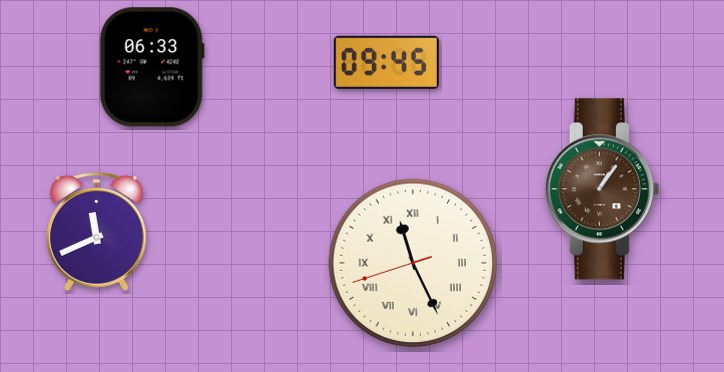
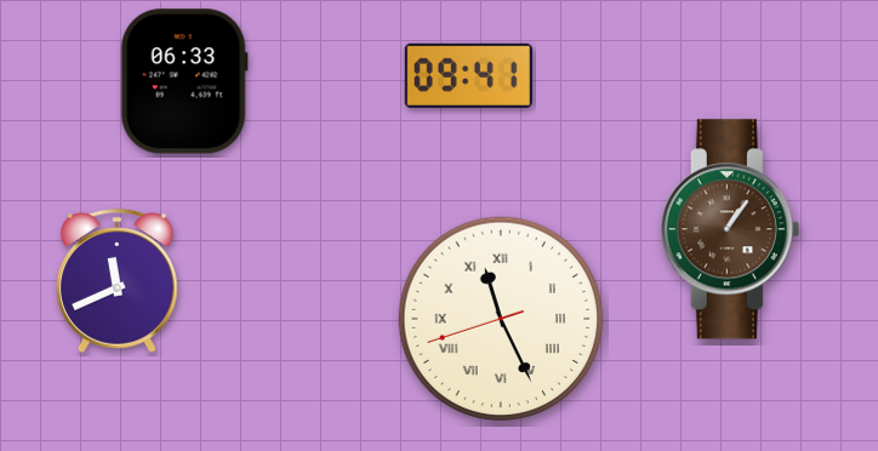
clock at (386, 62): 09:45 -> 09:41
